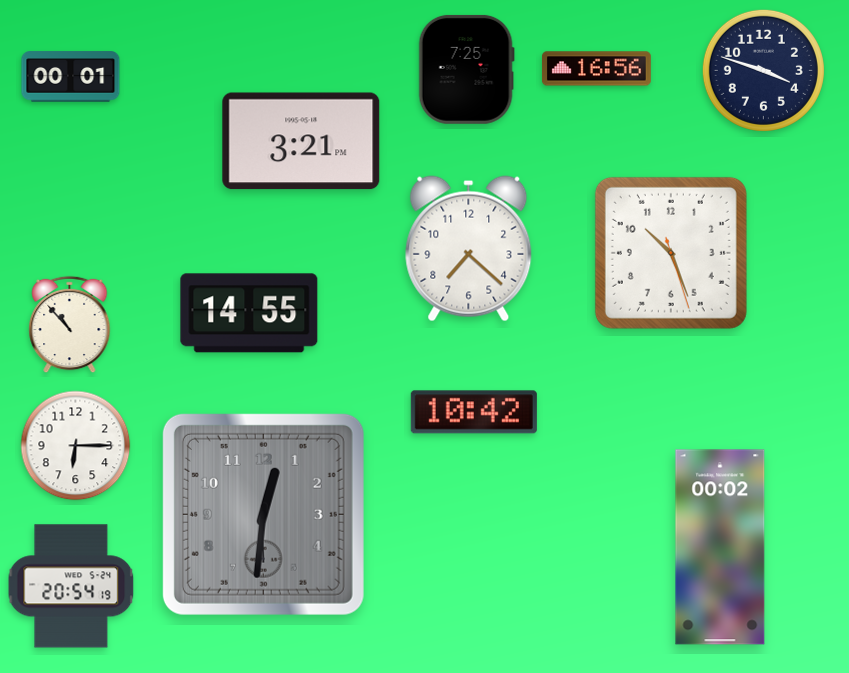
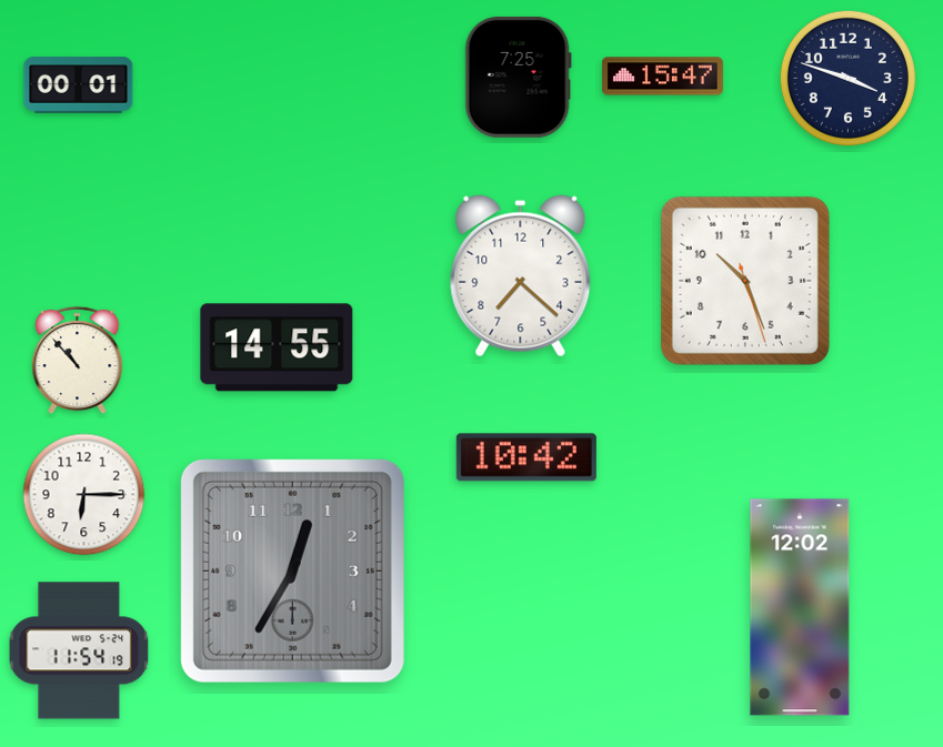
clock at (596, 69): 16:56 -> 15:47
clock at (301, 141): 3:21 -> none
clock at (263, 514): 12:31 -> 12:35
clock at (720, 547): 00:02 -> 12:02
clock at (71, 586): 20:54 -> 11:54
